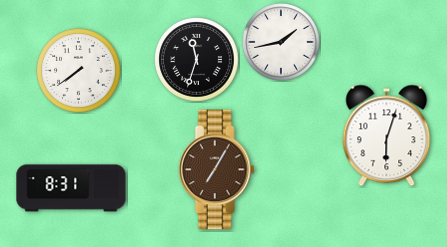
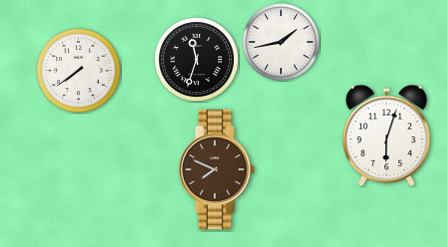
clock at (216, 170): 7:05 -> 7:49
clock at (71, 188): 8:31 -> none
